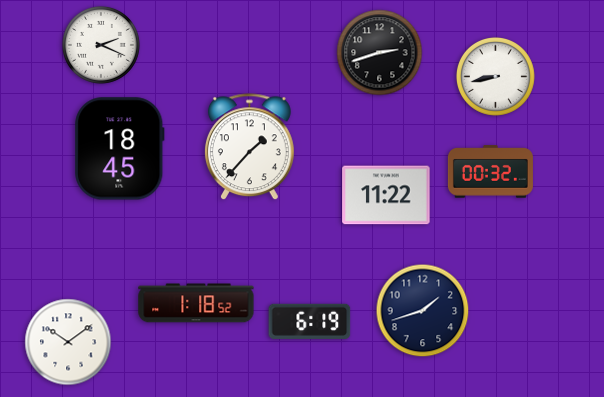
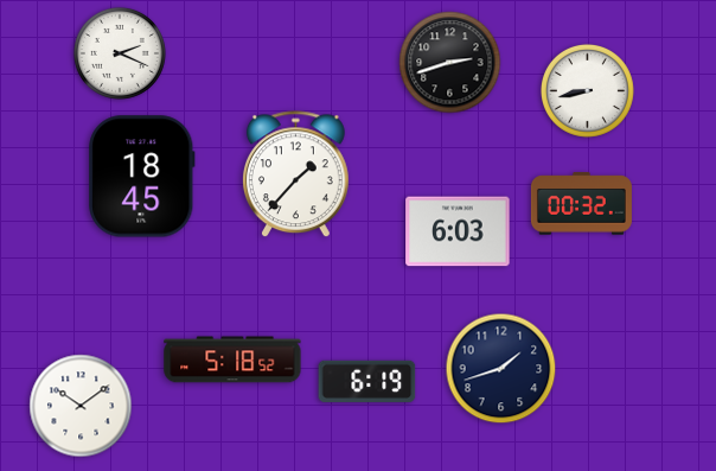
clock at (386, 195): 11:22 -> 6:03
clock at (196, 303): 1:18 -> 5:18
